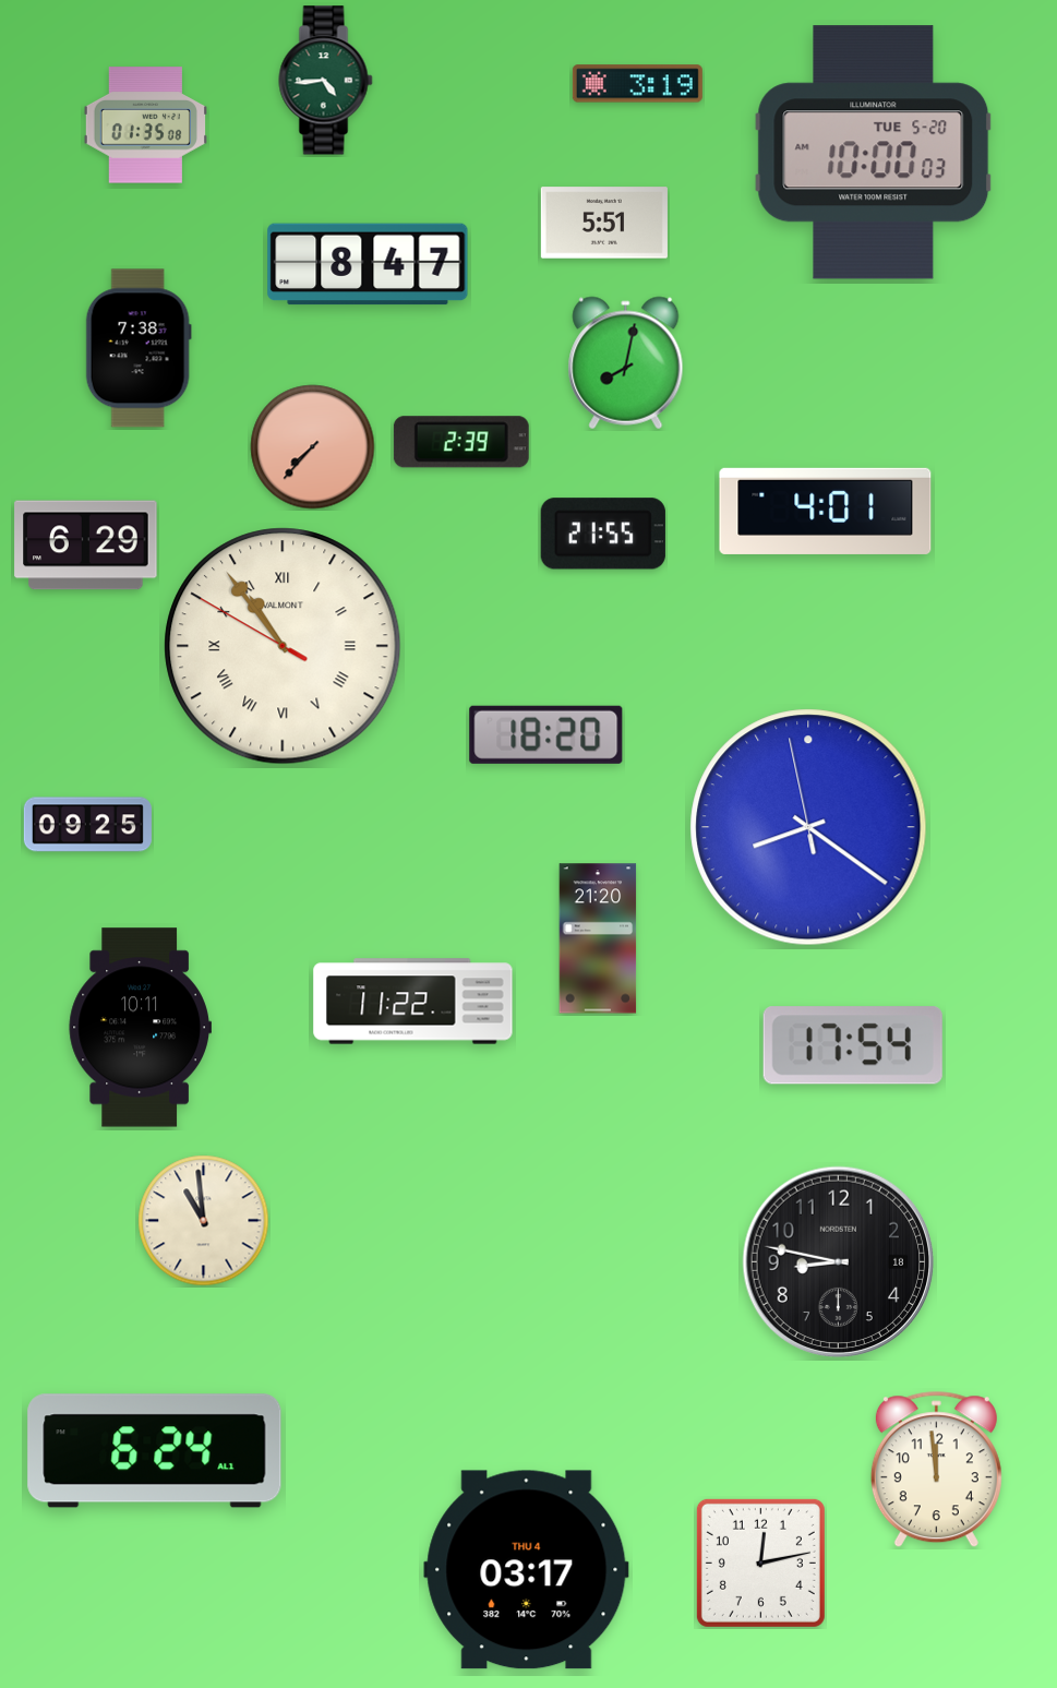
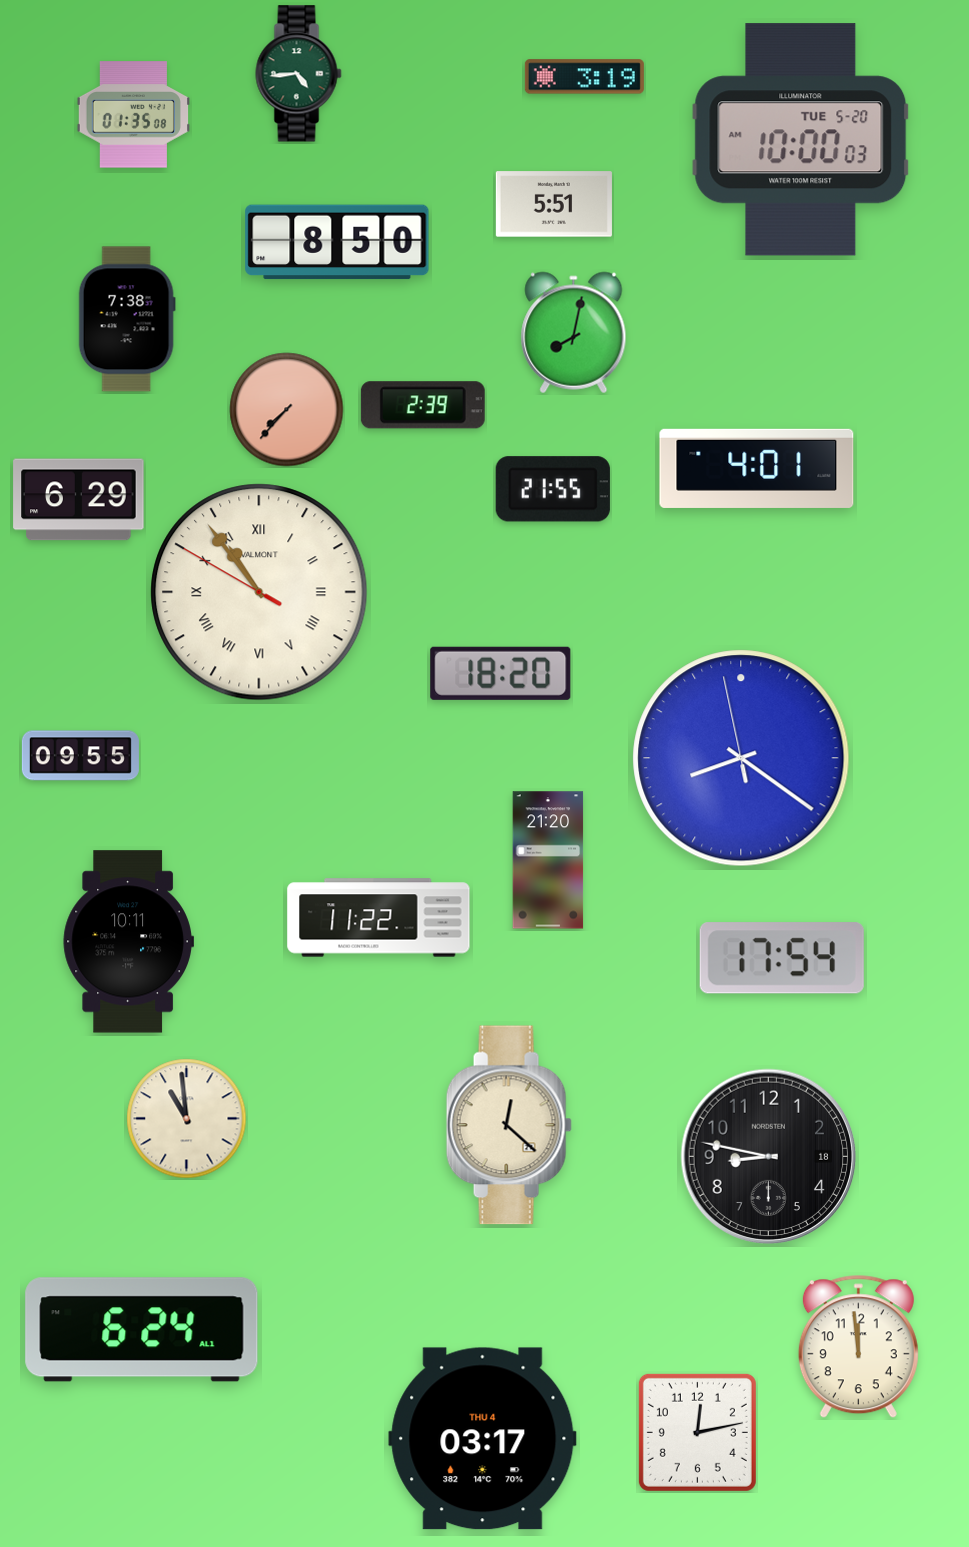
clock at (368, 264): 8:47 -> 8:50
clock at (87, 825): 09:25 -> 09:55
clock at (509, 1125): none -> 12:22
